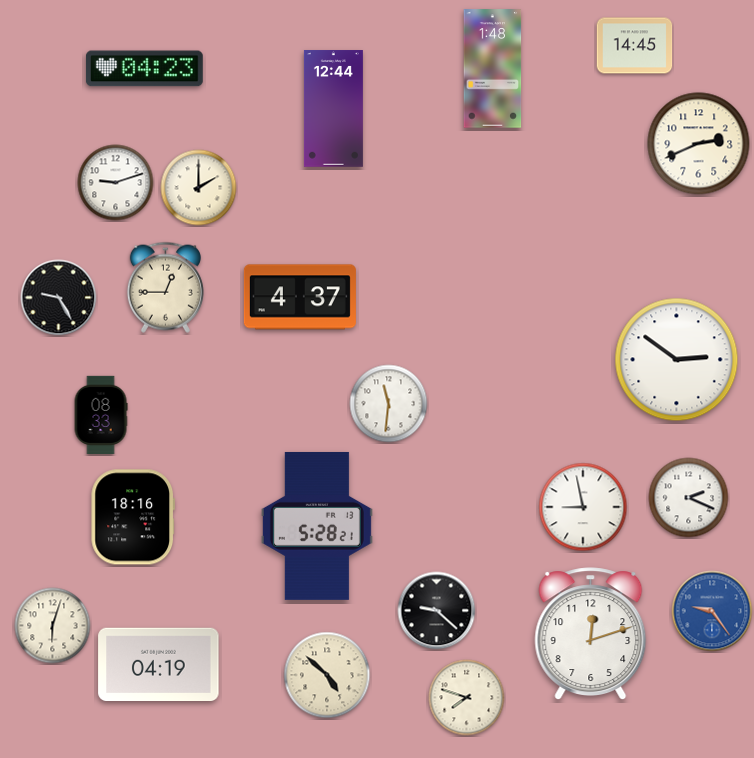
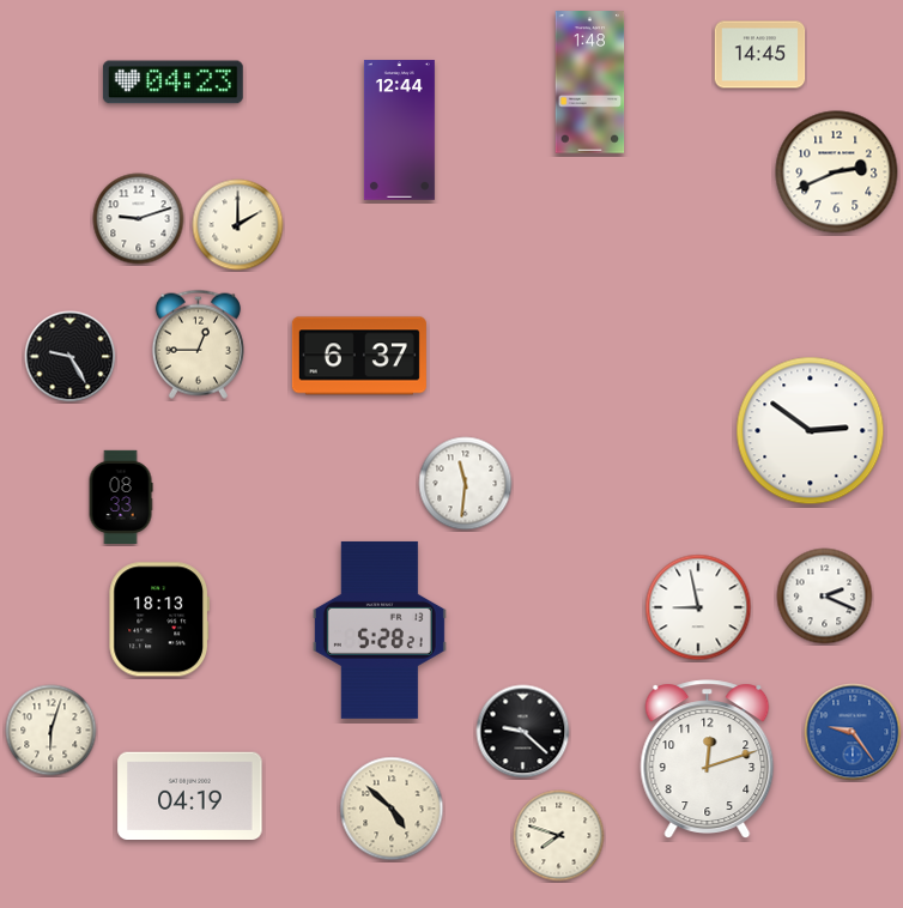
clock at (300, 297): 4:37 -> 6:37
clock at (132, 517): 18:16 -> 18:13
clock at (53, 626) position: (53, 626) -> (51, 731)
